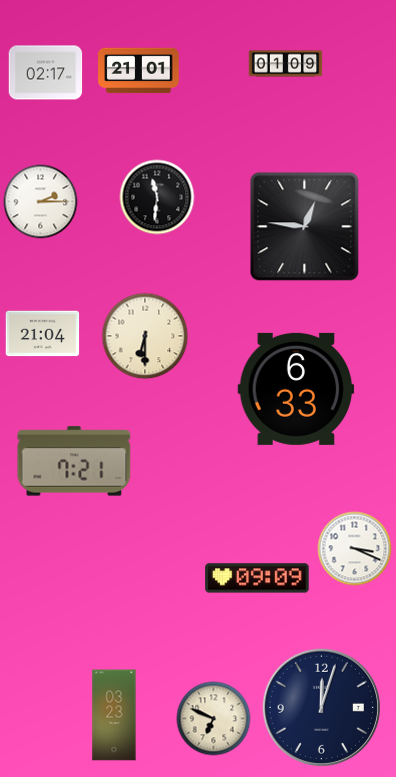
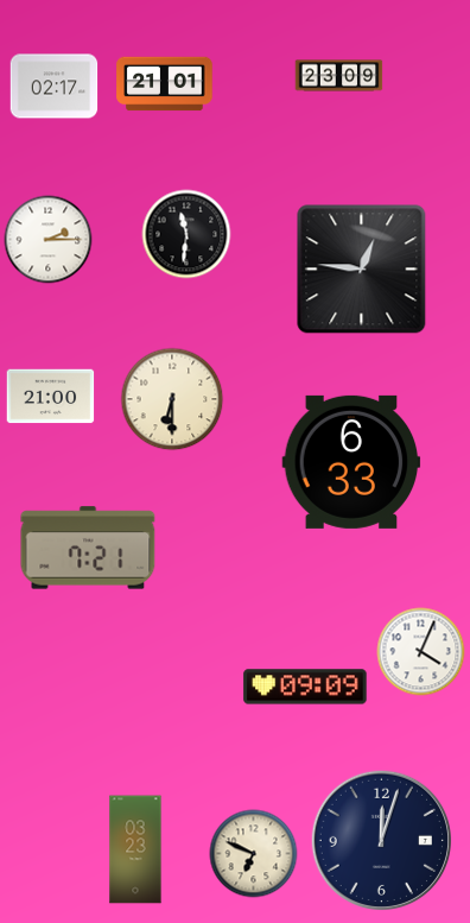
clock at (286, 64): 01:09 -> 23:09
clock at (43, 334): 21:04 -> 21:00
clock at (355, 549): 3:19 -> 4:04
